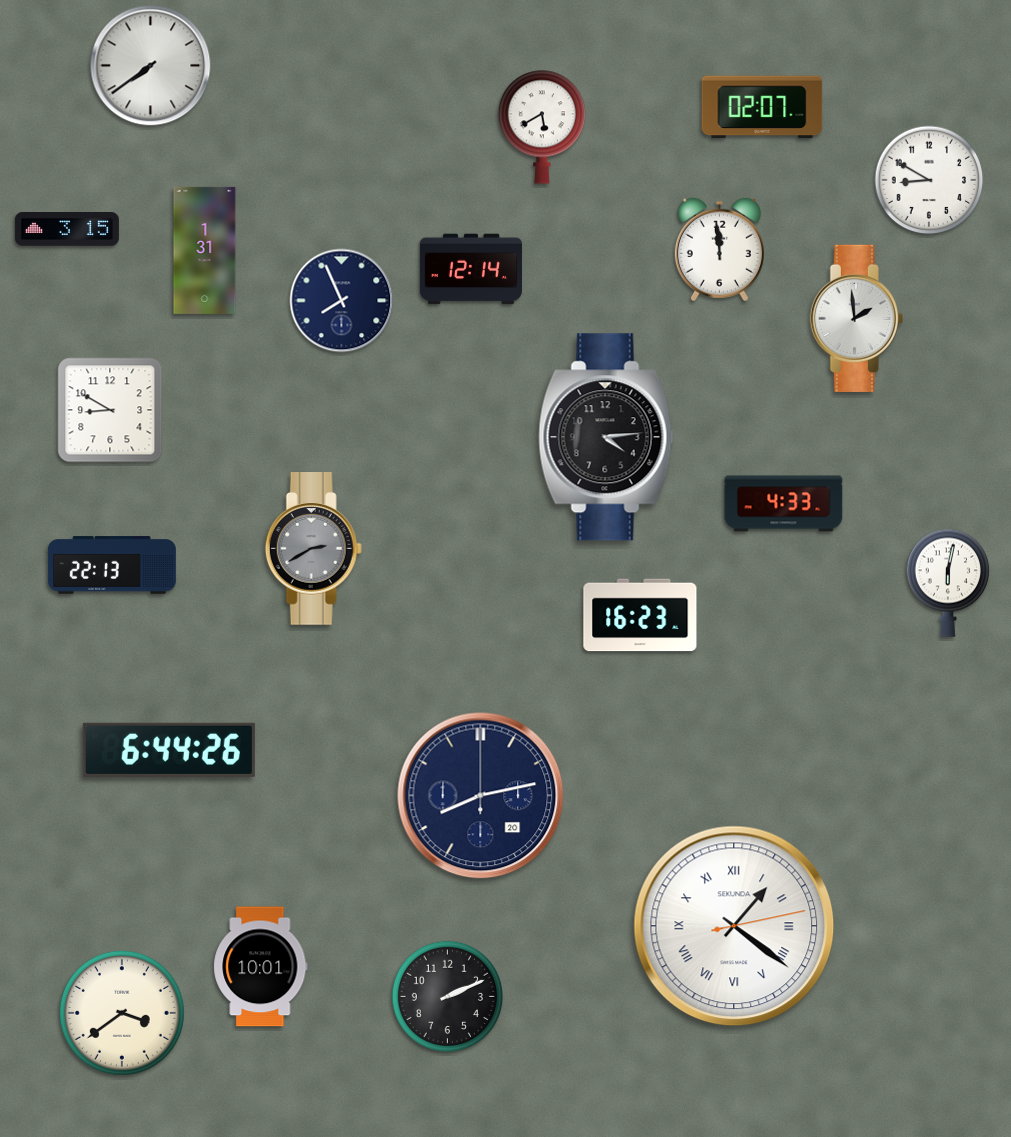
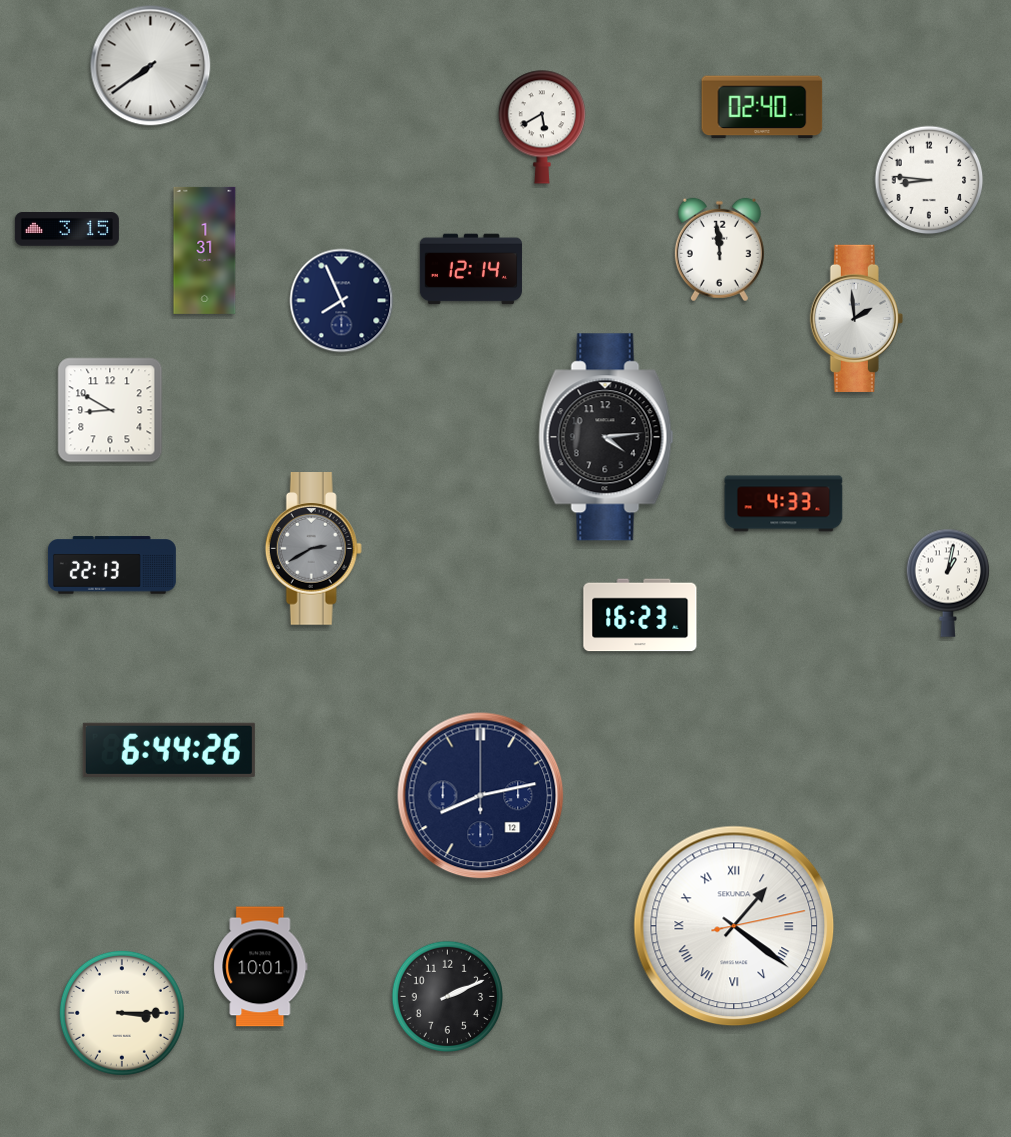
clock at (762, 107): 02:07 -> 02:40
clock at (929, 180): 8:50 -> 8:46
clock at (948, 583): 6:02 -> 1:02
clock at (481, 796) date: 20 -> 12
clock at (122, 1013): 3:39 -> 3:15
